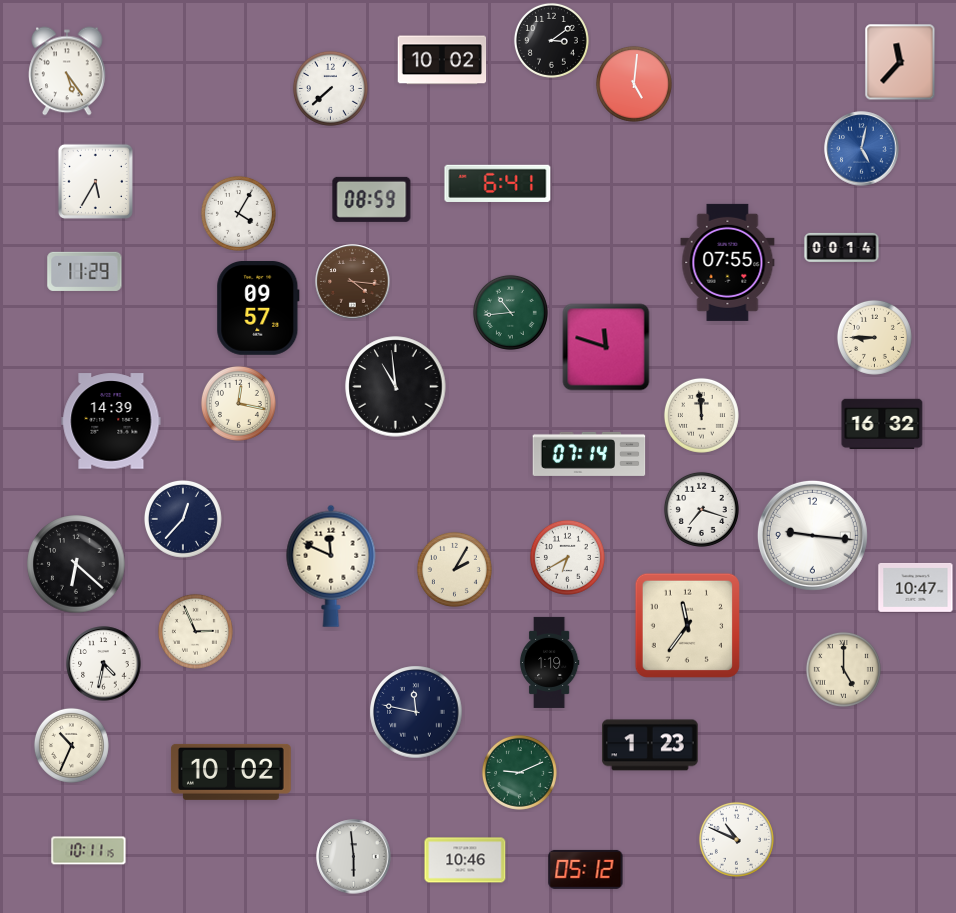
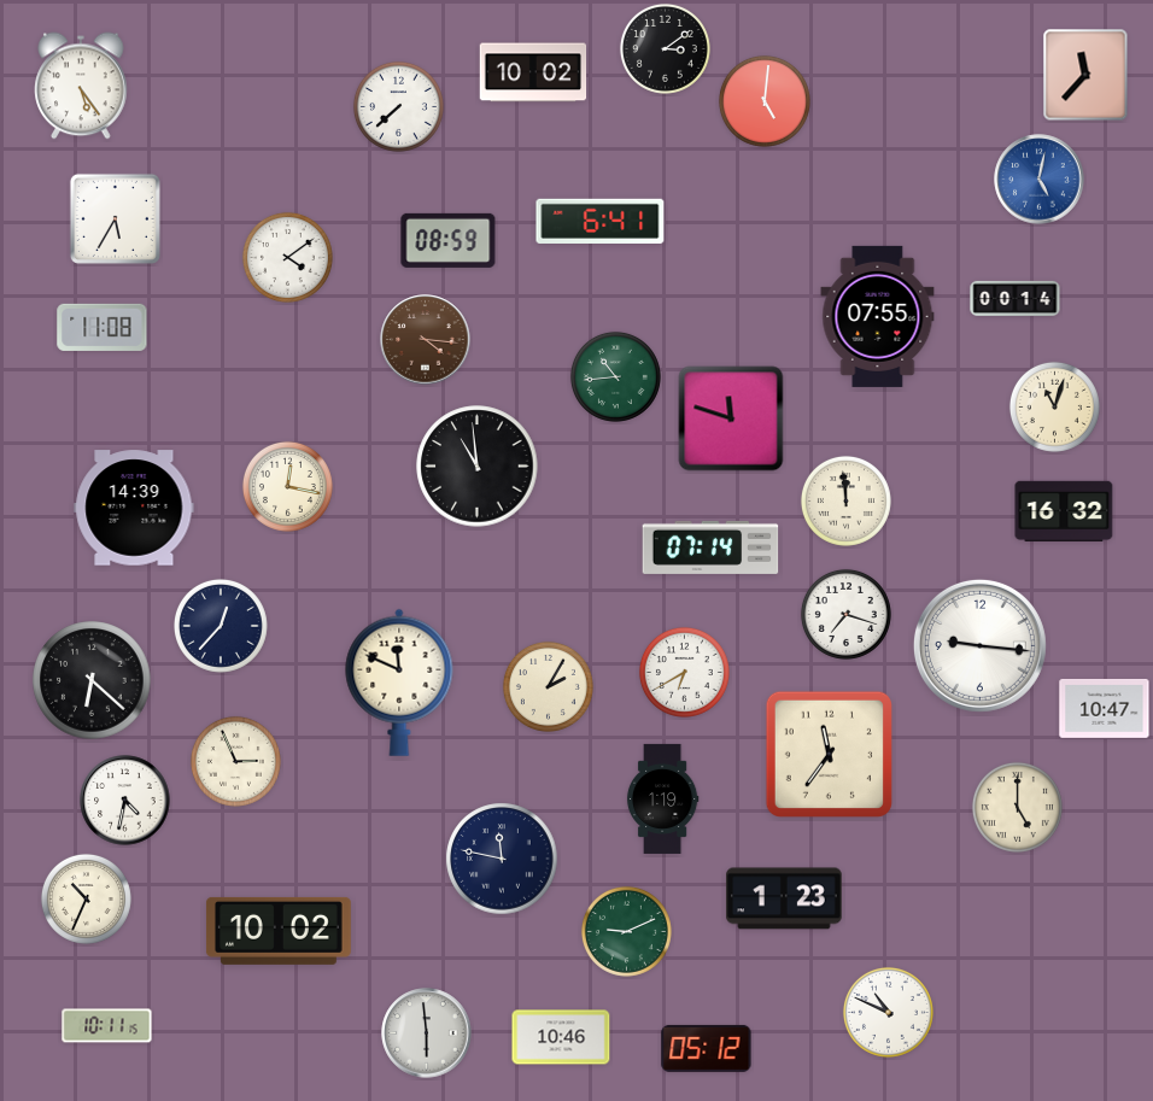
clock at (238, 213): 4:05 -> 4:09
clock at (85, 271): 11:29 -> 11:08
clock at (258, 308): 09:57 -> none
clock at (874, 337): 8:45 -> 11:03
